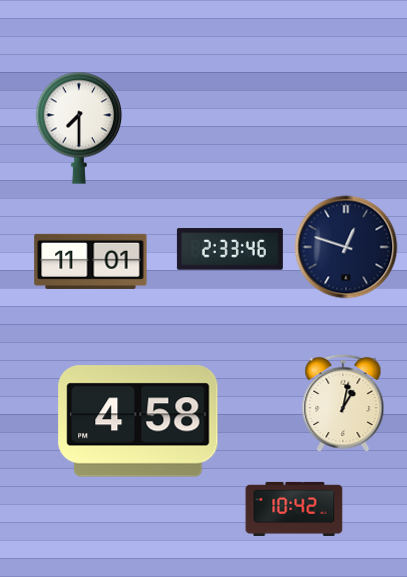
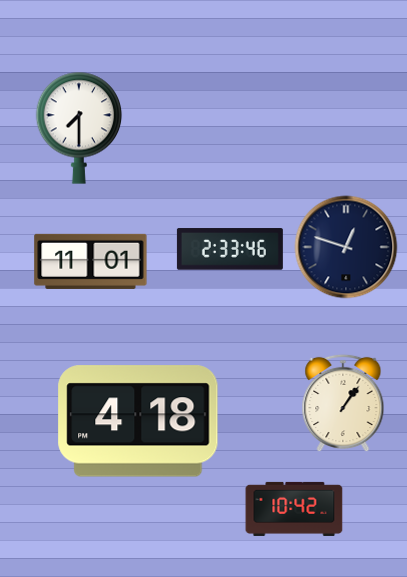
clock at (343, 403): 1:02 -> 1:06
clock at (138, 421): 4:58 -> 4:18
